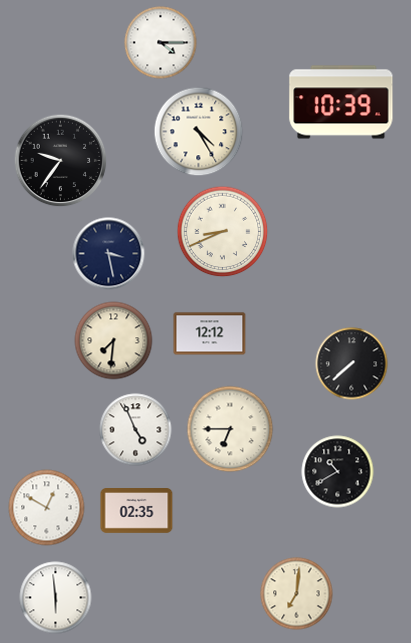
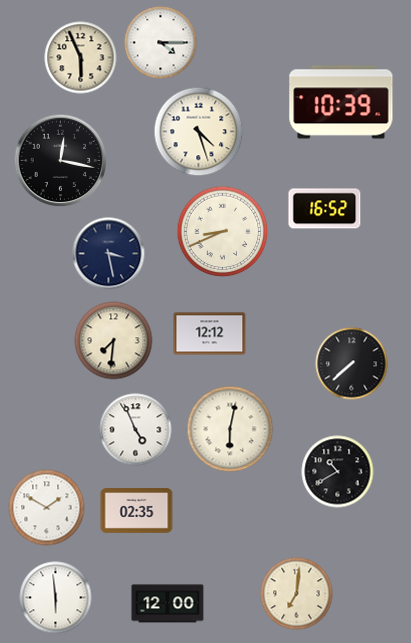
clock at (81, 58): none -> 5:56
clock at (199, 132): 4:25 -> 4:27
clock at (61, 161): 9:36 -> 12:17
clock at (325, 209): none -> 16:52
clock at (230, 429): 6:45 -> 6:02
clock at (47, 508): 12:50 -> 1:50
clock at (168, 604): none -> 12:00
